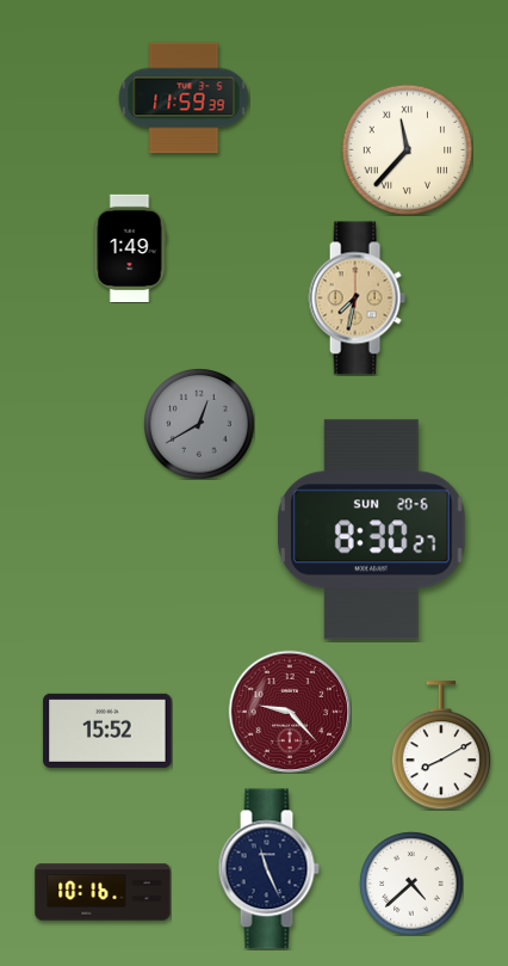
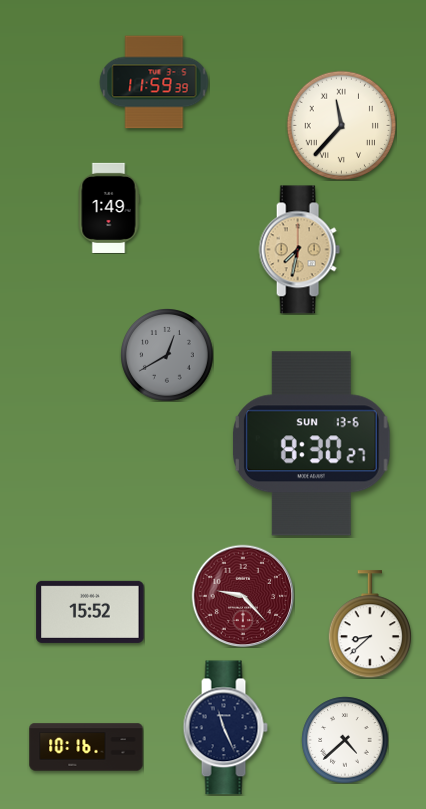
clock at (372, 530) date: SUN 20-6 -> SUN 13-6
clock at (441, 745): 8:10 -> 8:38
